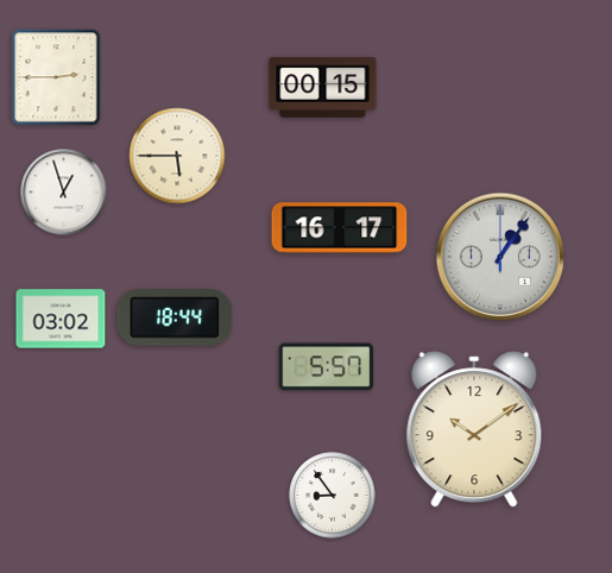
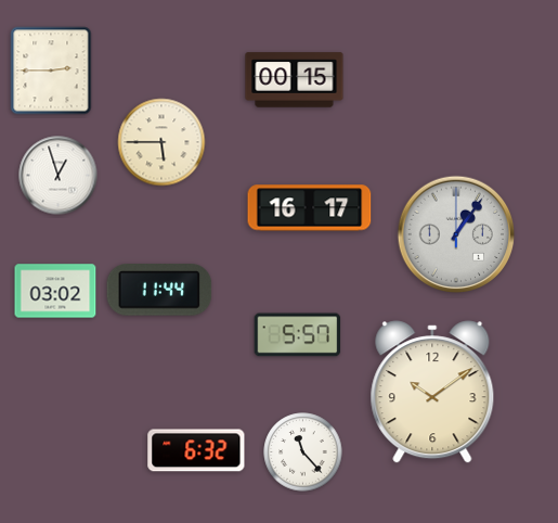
clock at (175, 317): 18:44 -> 11:44
clock at (196, 450): none -> 6:32
clock at (333, 496): 8:54 -> 11:23
